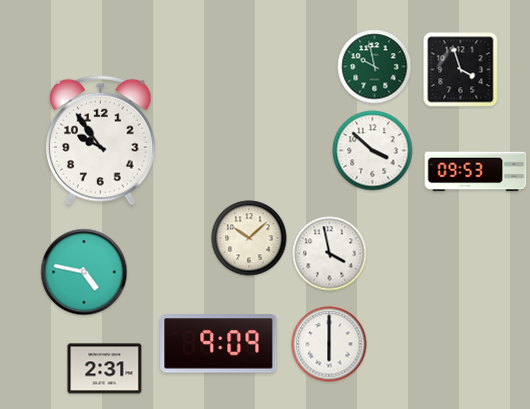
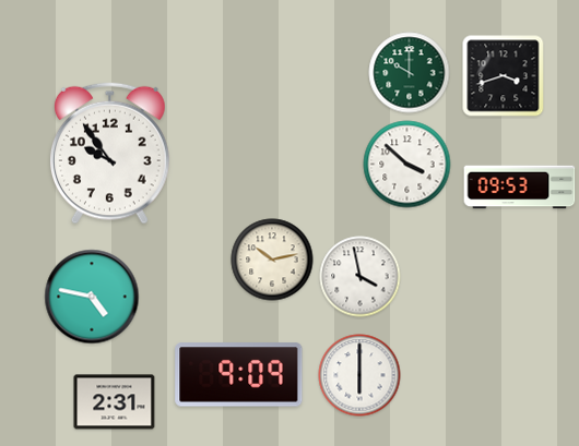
clock at (375, 67): 9:58 -> 10:00
clock at (461, 70): 3:57 -> 3:42
clock at (249, 238): 10:08 -> 10:13
